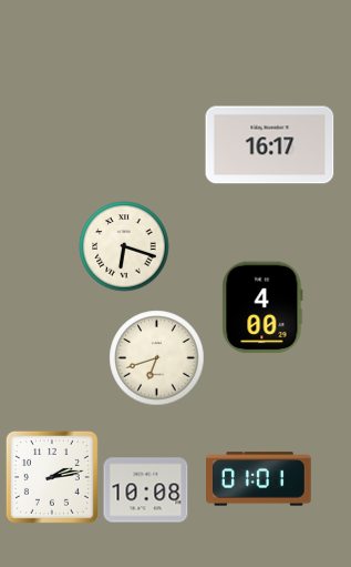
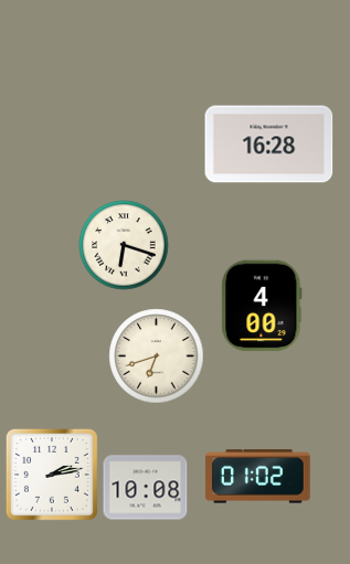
clock at (270, 145): 16:17 -> 16:28
clock at (259, 479): 01:01 -> 01:02
